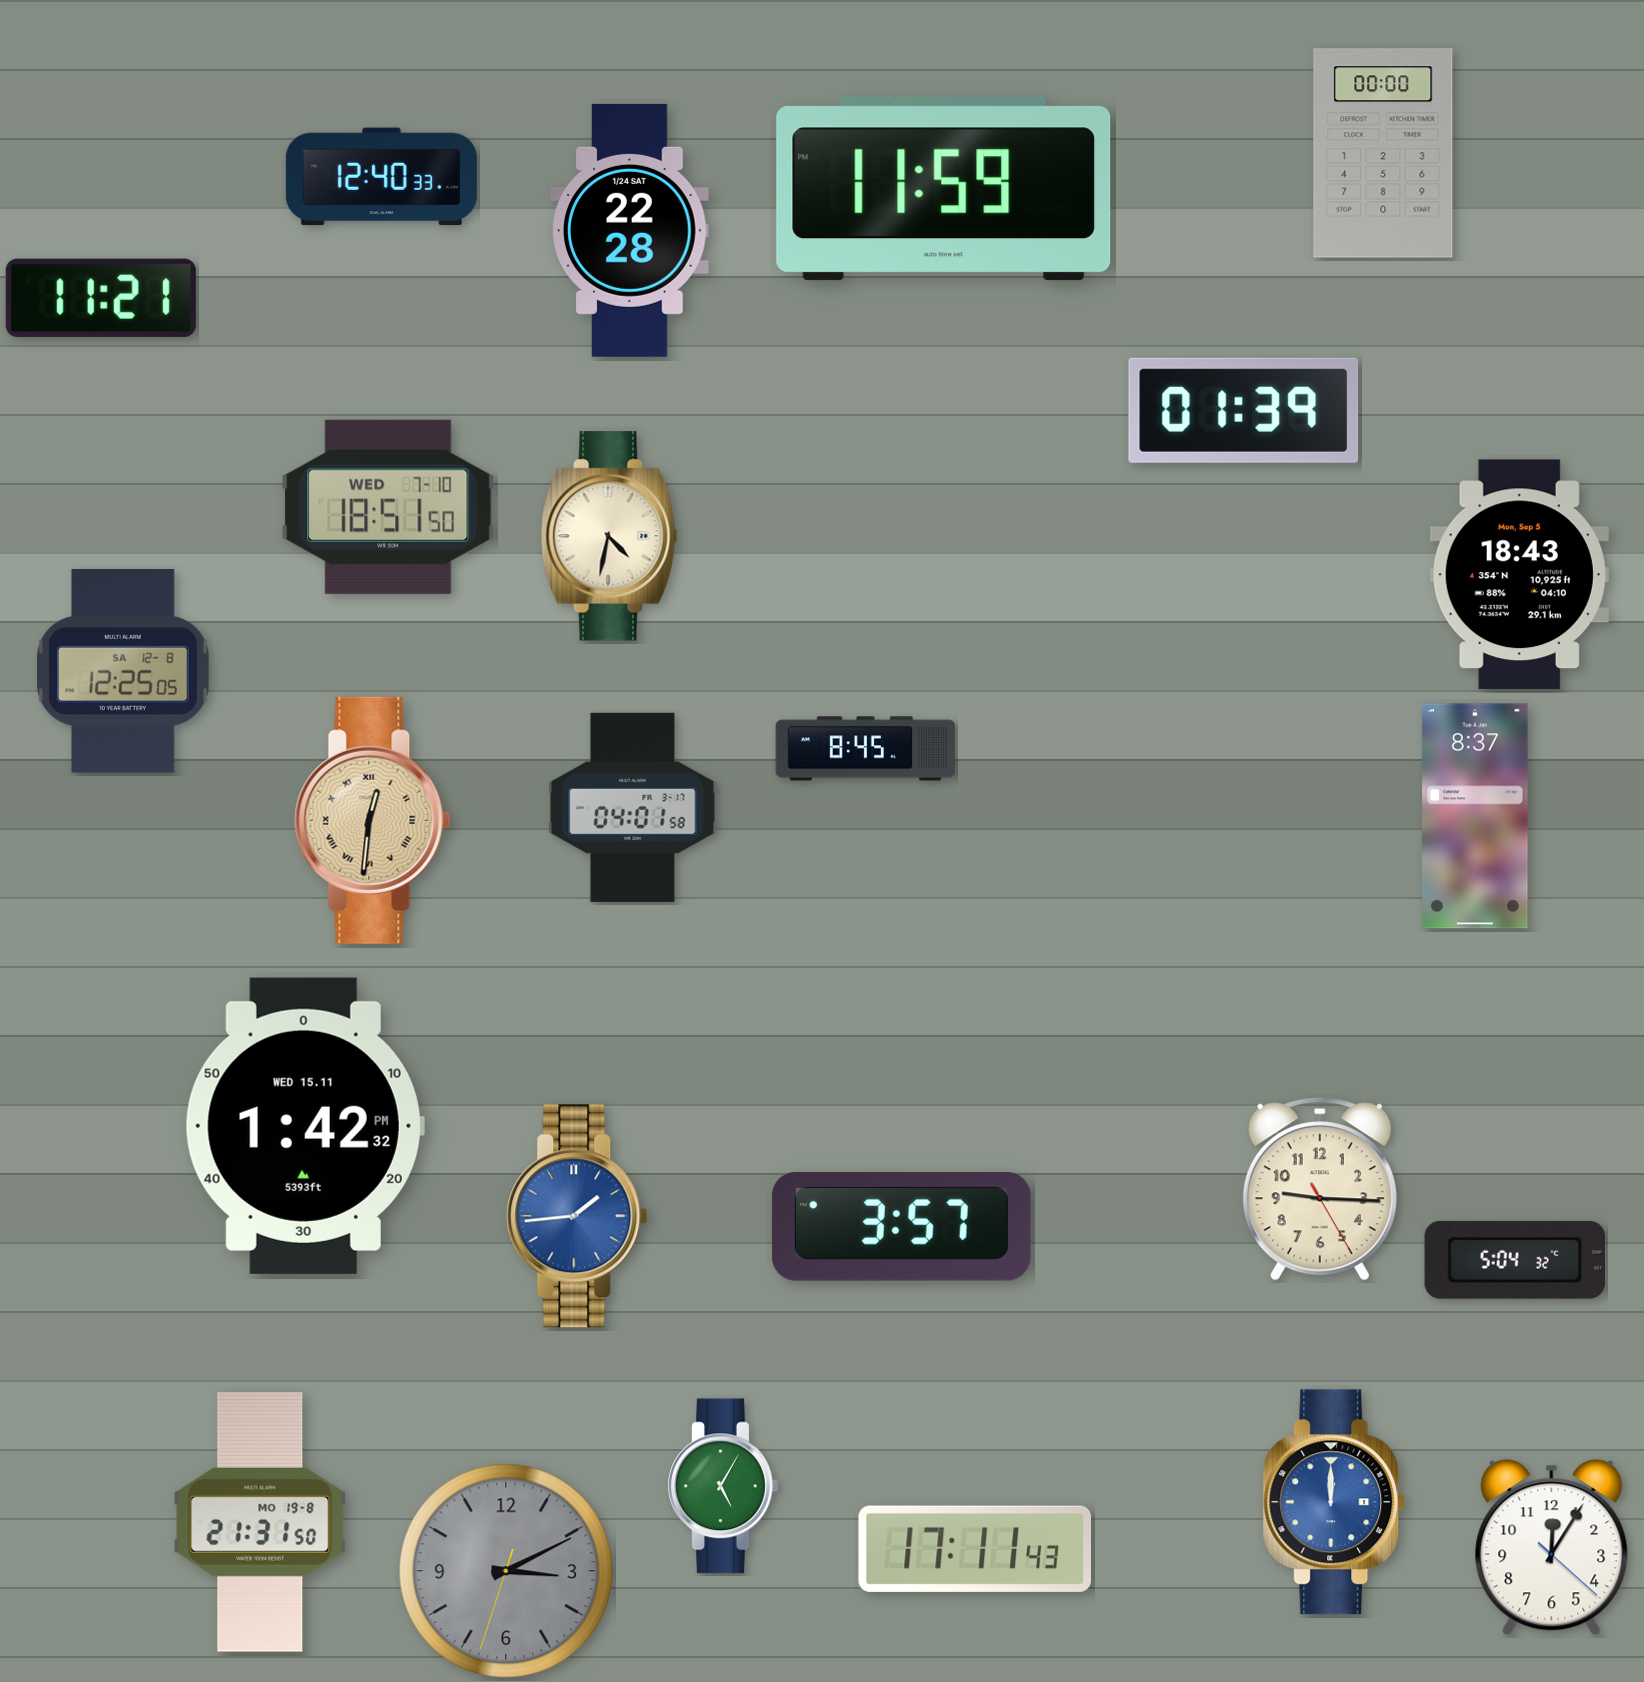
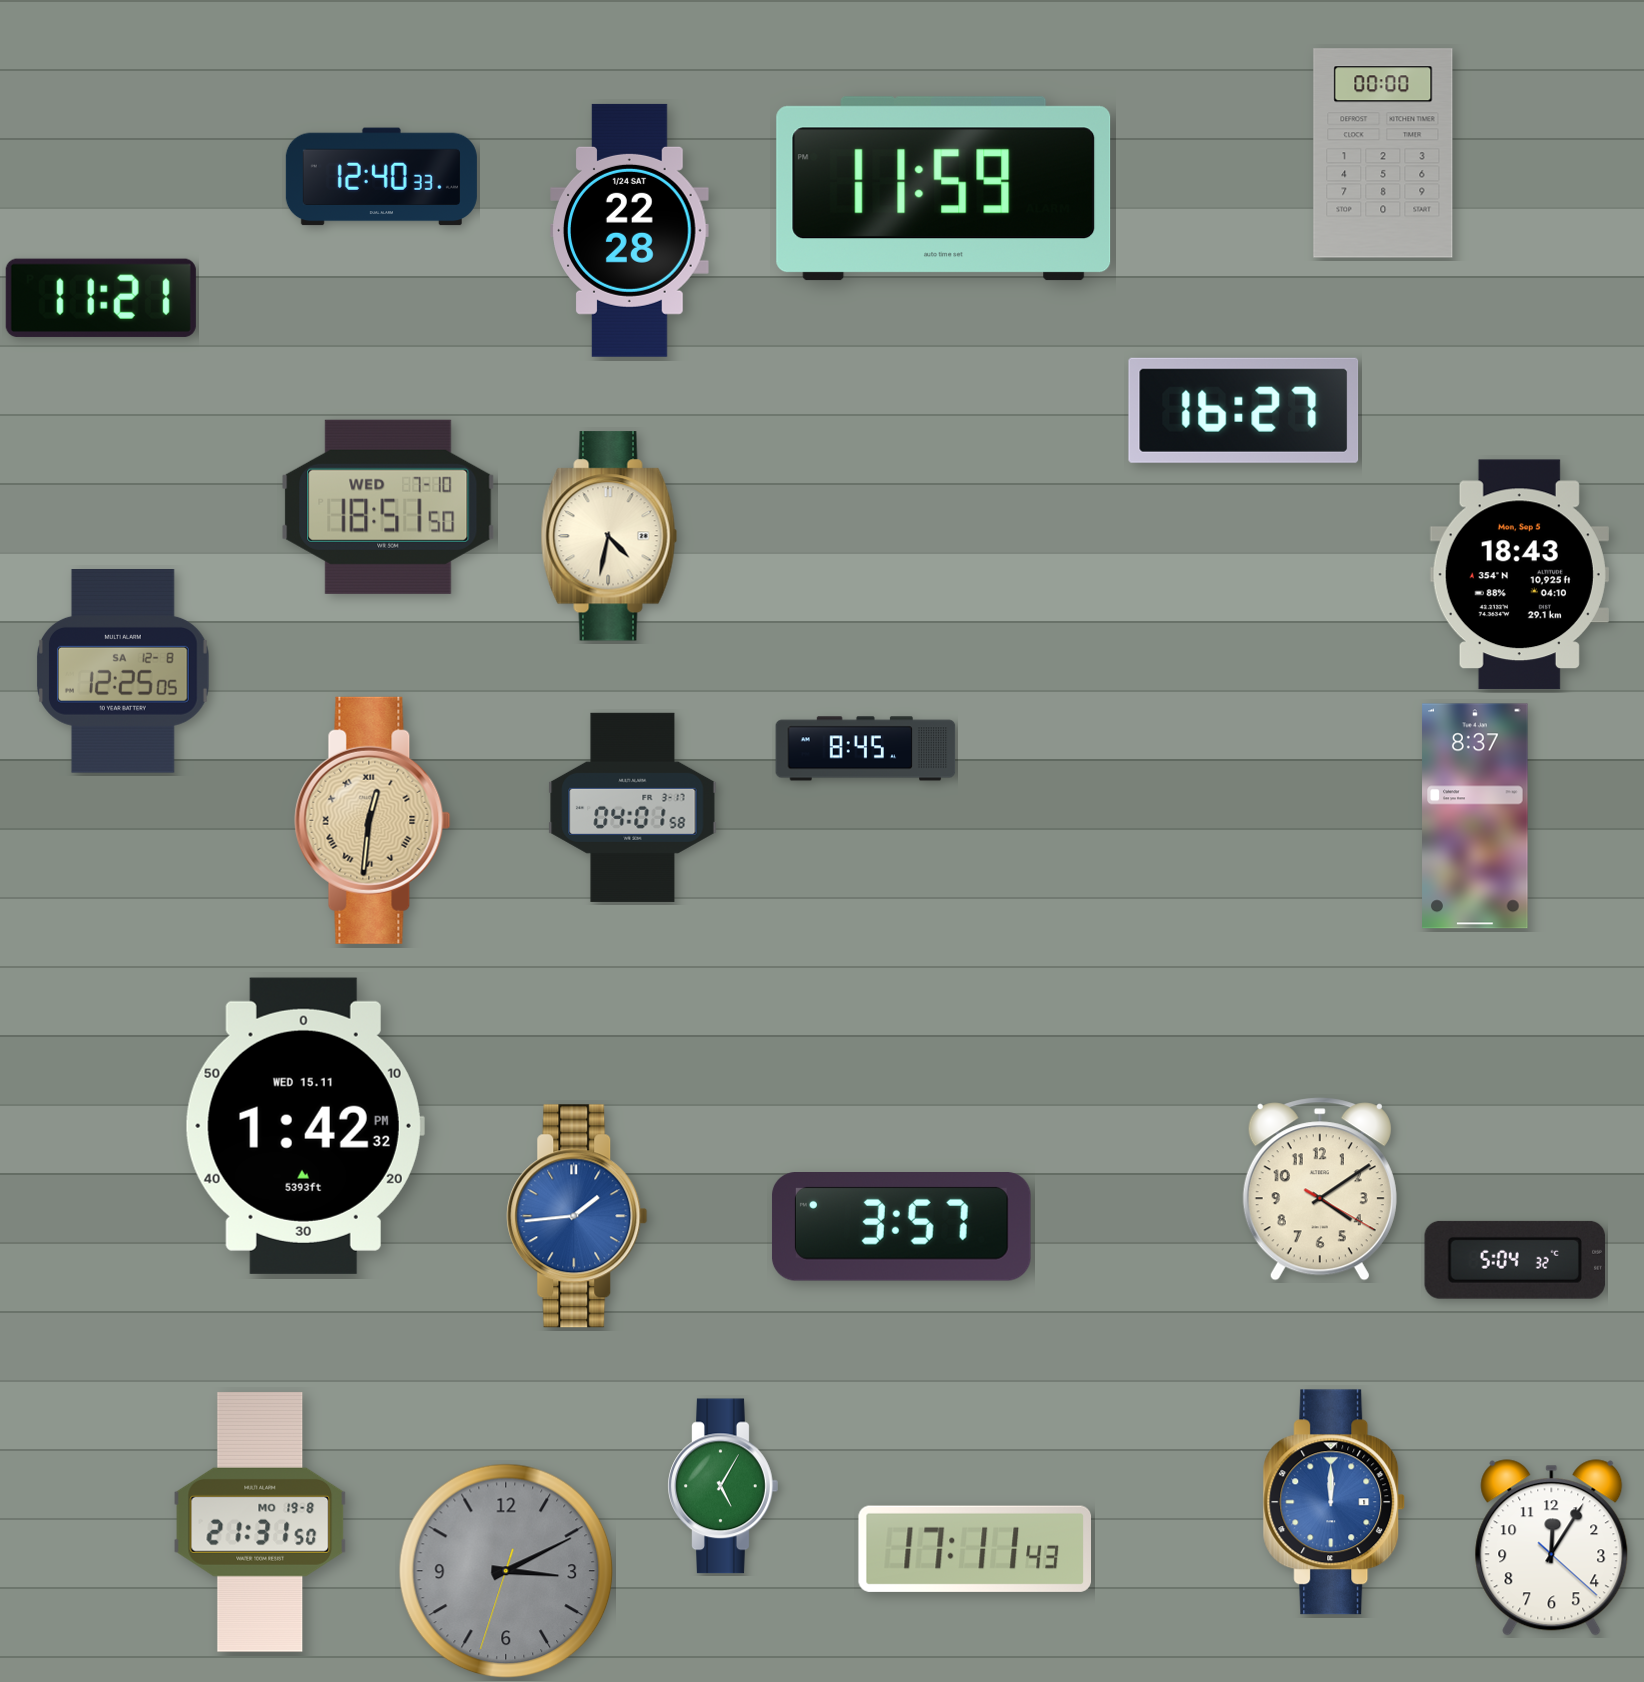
clock at (1244, 410): 01:39 -> 16:27
clock at (1320, 1189): 9:15 -> 4:09
